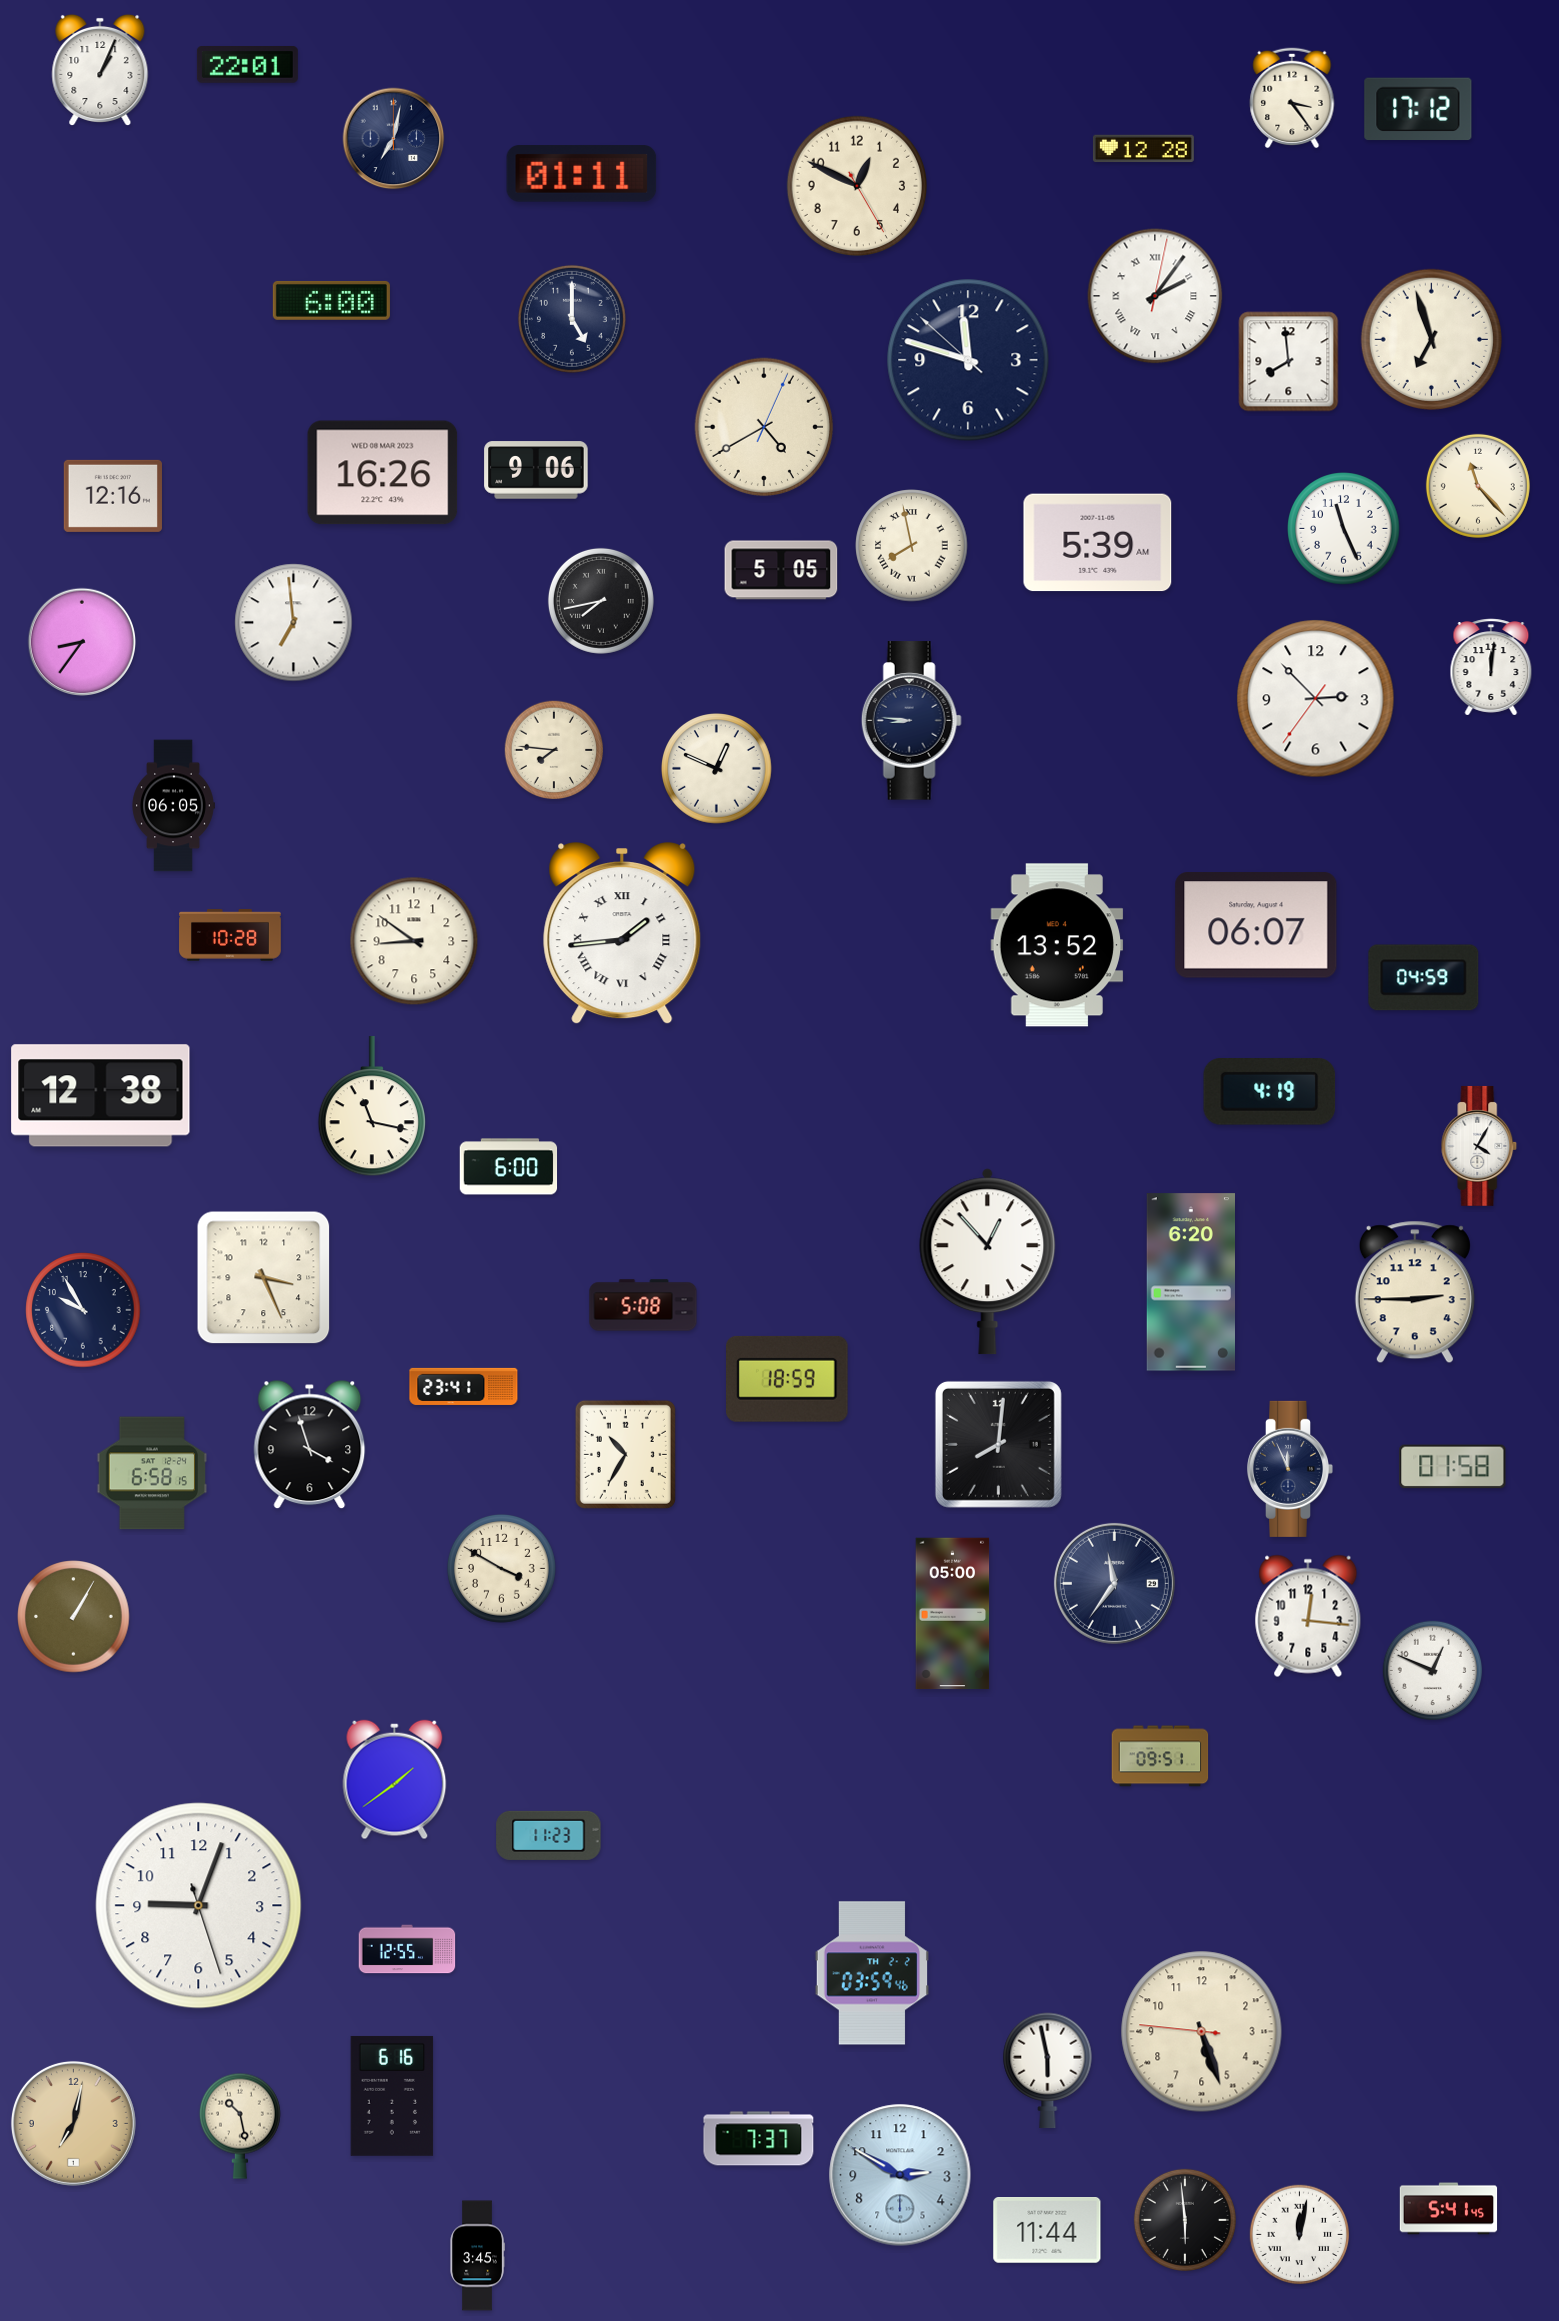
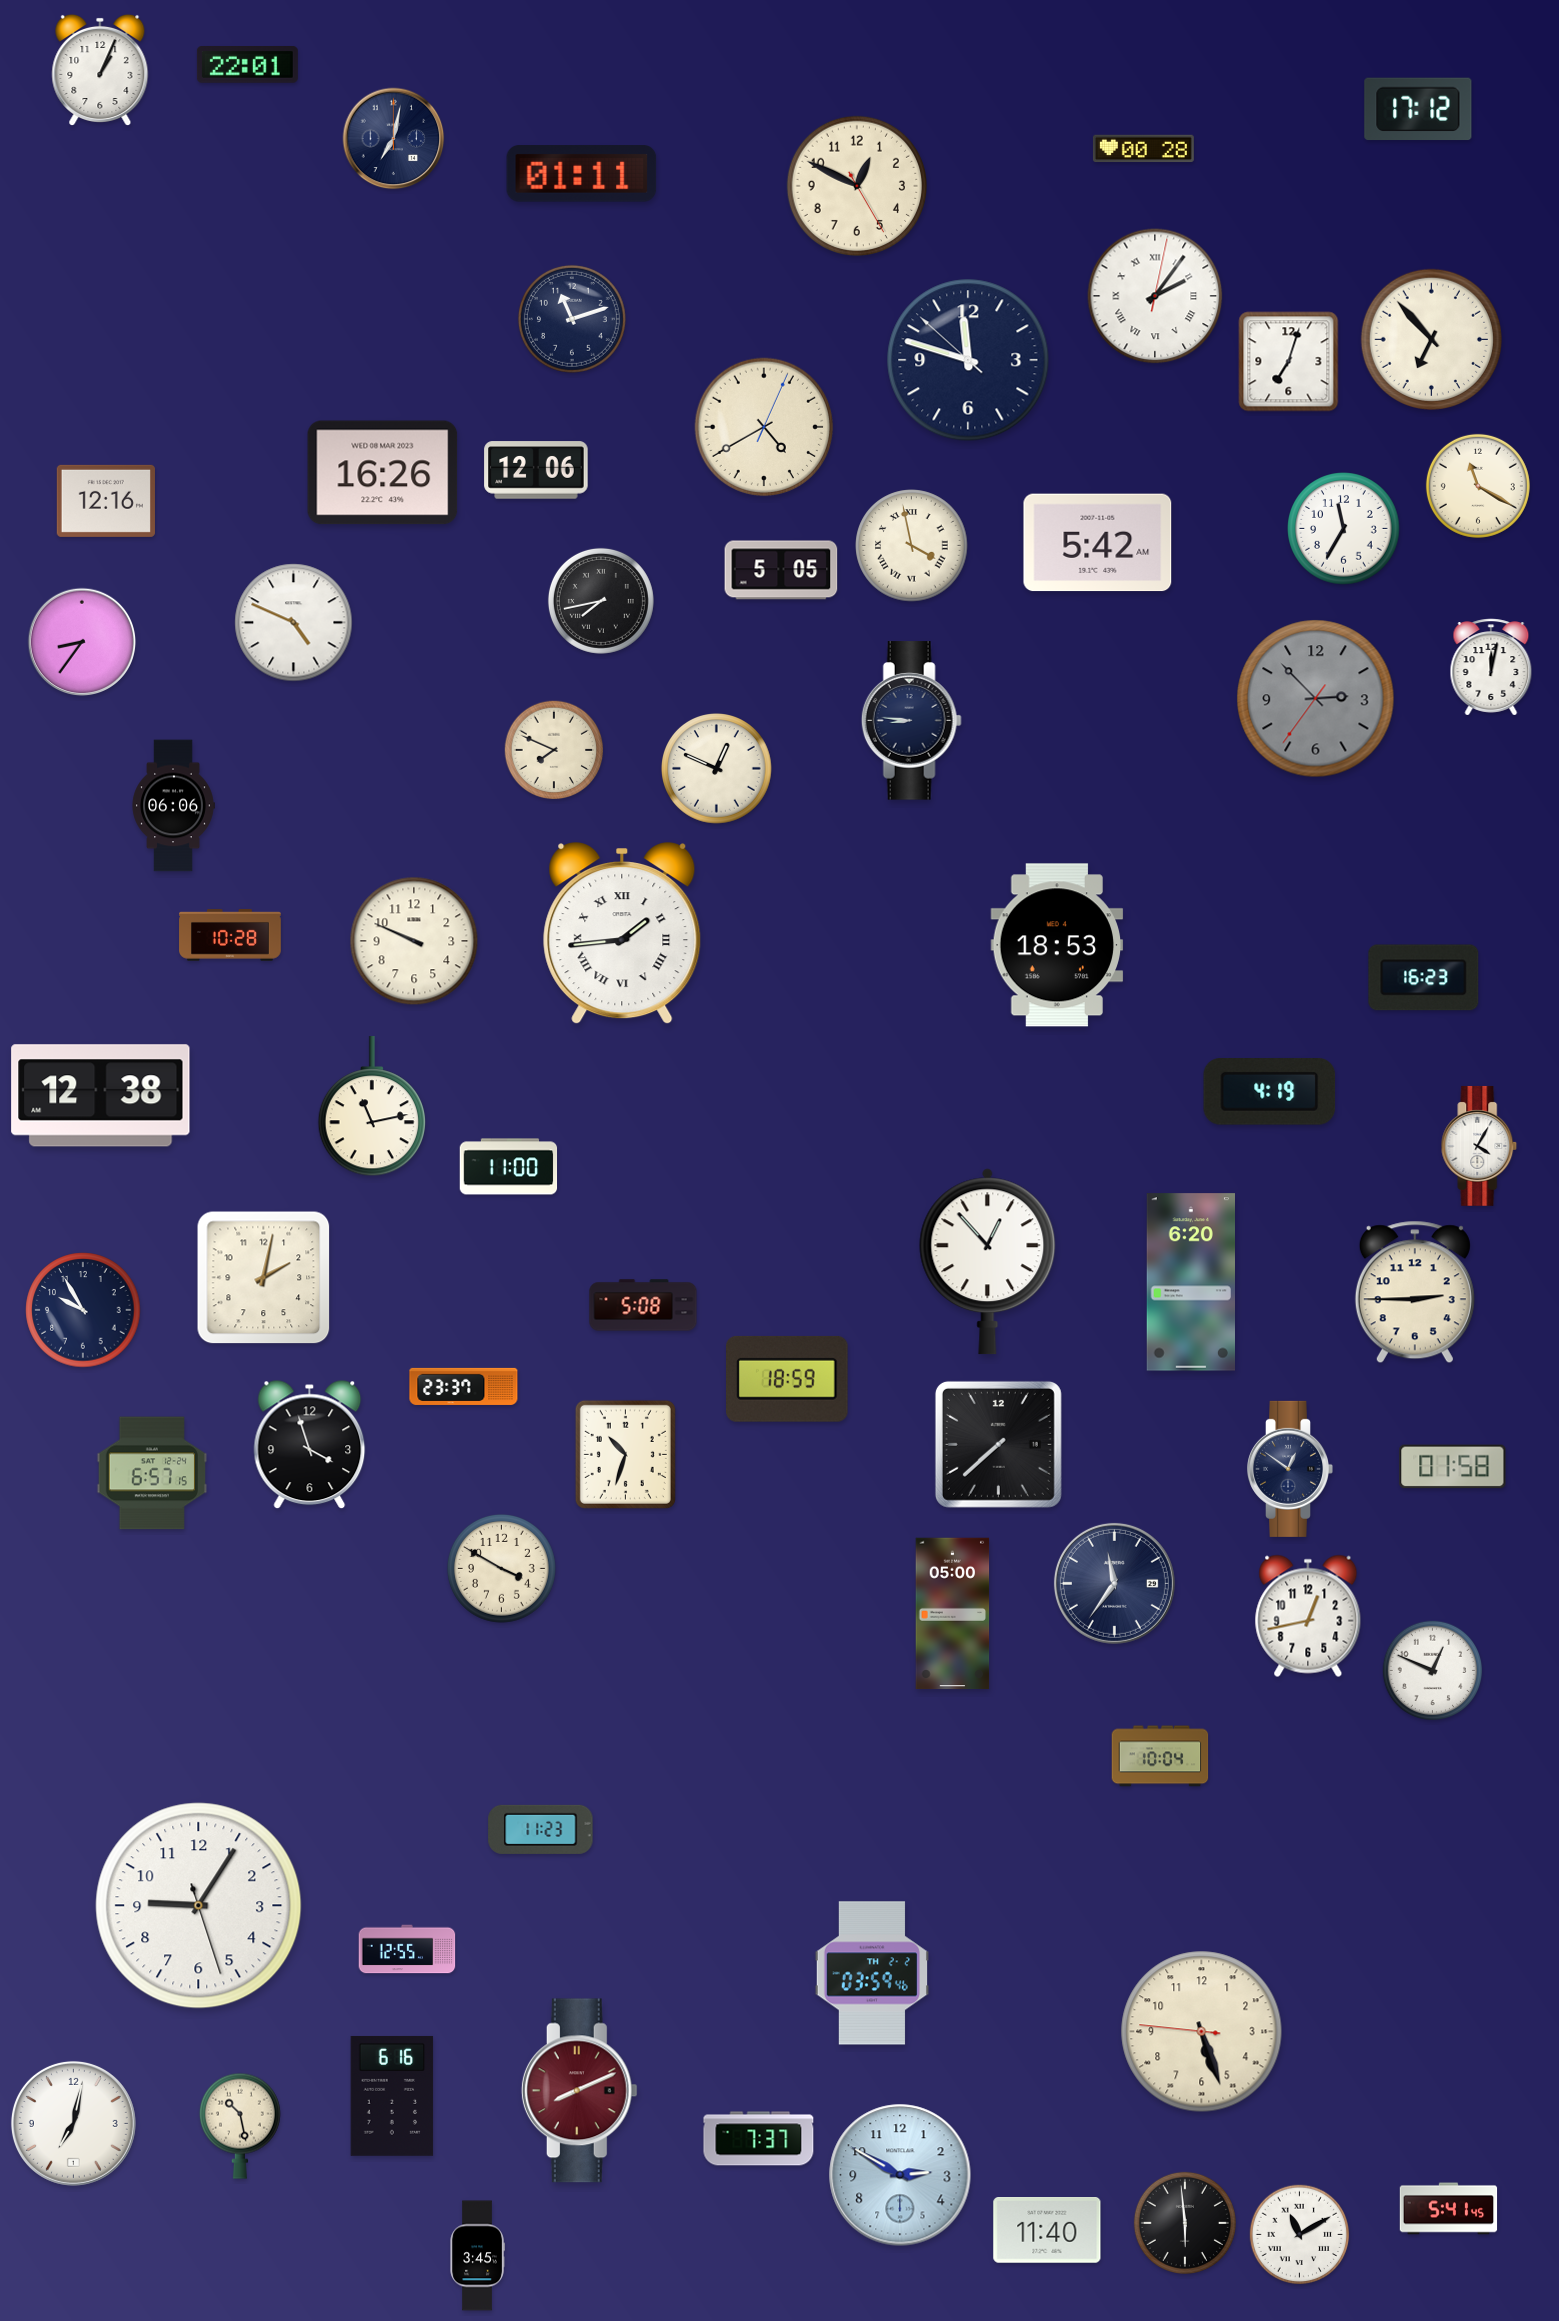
clock at (1292, 98): 3:24 -> none
clock at (1143, 149): 12:28 -> 00:28
clock at (331, 300): 6:00 -> none
clock at (572, 319): 5:00 -> 11:12
clock at (1431, 339): 6:57 -> 6:53
clock at (1289, 362): 7:59 -> 7:03
clock at (536, 470): 9:06 -> 12:06
clock at (1478, 486): 11:23 -> 11:20
clock at (113, 496) position: (113, 496) -> (106, 501)
clock at (1344, 529): 11:26 -> 11:35
clock at (1098, 543): 5:39 -> 5:42
clock at (912, 546): 7:58 -> 3:58
clock at (294, 623): 6:59 -> 4:49
clock at (1491, 667): 12:01 -> 12:02
clock at (1316, 699) dial: white -> grey
clock at (554, 750): 7:46 -> 7:49
clock at (173, 806): 06:05 -> 06:06
clock at (1256, 925): 06:07 -> none
clock at (414, 941): 8:51 -> 9:49
clock at (1057, 945): 13:52 -> 18:53
clock at (1424, 978): 04:59 -> 16:23
clock at (372, 1107): 11:17 -> 11:13
clock at (509, 1167): 6:00 -> 11:00
clock at (264, 1278): 3:26 -> 2:02
clock at (464, 1386): 23:41 -> 23:37
clock at (998, 1444): 8:01 -> 7:38
clock at (625, 1454): 10:35 -> 10:33
clock at (1290, 1469): 11:56 -> 12:51
clock at (151, 1473): 6:58 -> 6:57
clock at (1308, 1616): 12:16 -> 12:43
clock at (74, 1617): 1:05 -> none
clock at (1160, 1756): 09:51 -> 10:04
clock at (395, 1780): 1:39 -> none
clock at (549, 1835) position: (549, 1835) -> (541, 1829)
clock at (199, 1906): 9:03 -> 9:05
clock at (1048, 2071): 5:58 -> none
clock at (579, 2091): none -> 8:11
clock at (73, 2123) dial: champagne -> white
clock at (1185, 2220) position: (1185, 2220) -> (1185, 2223)
clock at (1047, 2231): 11:44 -> 11:40
clock at (1300, 2235): 12:02 -> 11:10
